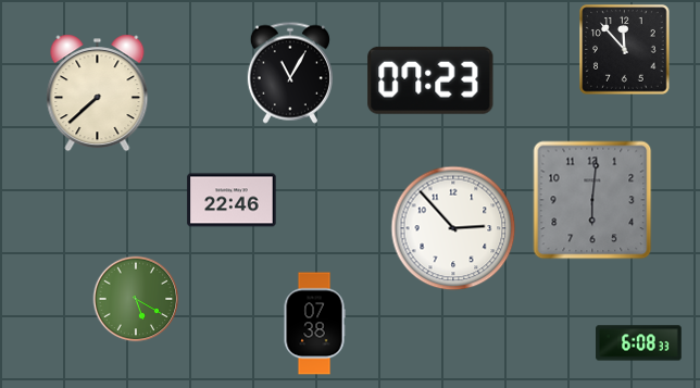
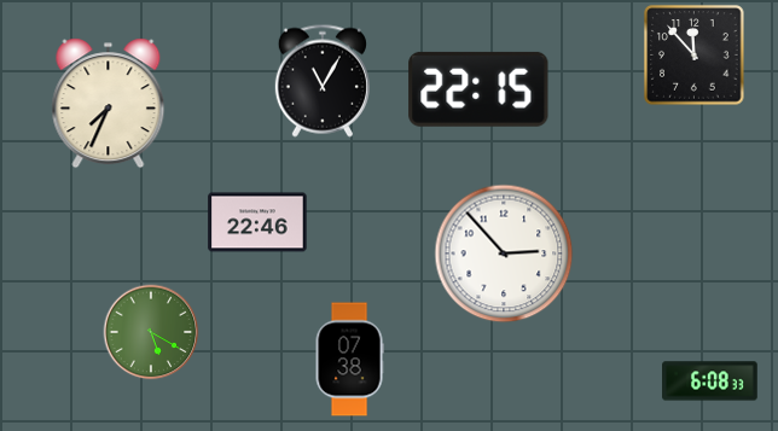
clock at (430, 80): 07:23 -> 22:15
clock at (98, 93): 7:38 -> 7:34
clock at (592, 200): 6:01 -> none
